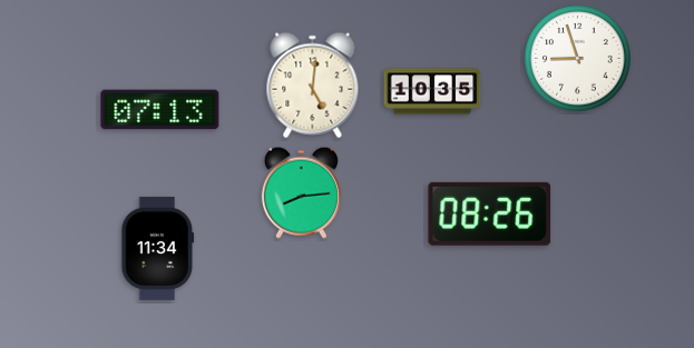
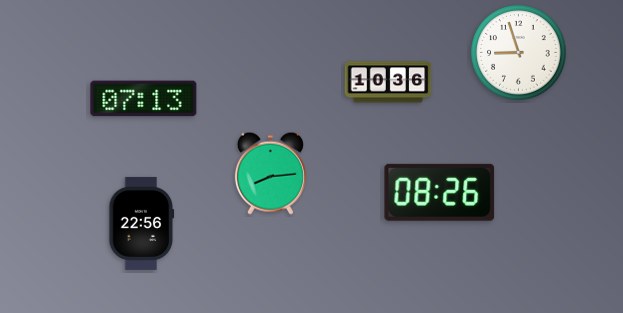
clock at (313, 86): 5:01 -> none
clock at (432, 91): 10:35 -> 10:36
clock at (158, 248): 11:34 -> 22:56
